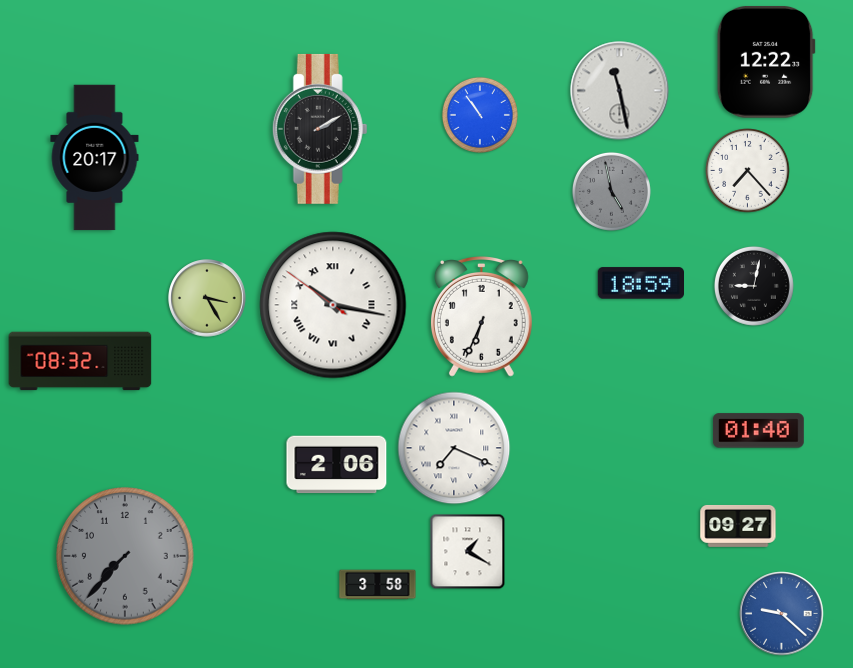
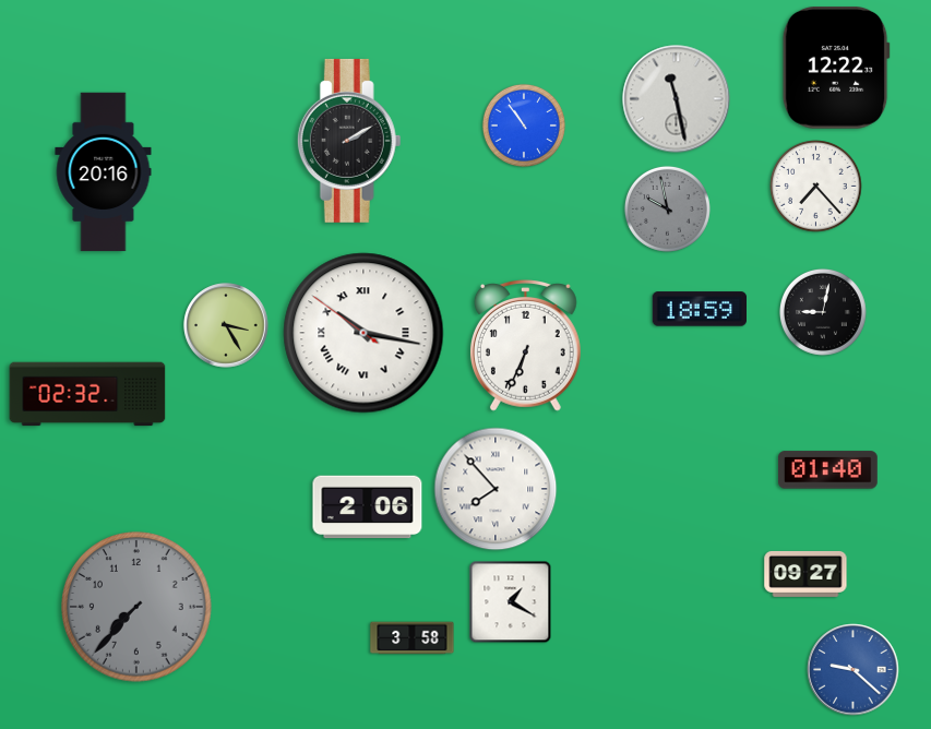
clock at (95, 158): 20:17 -> 20:16
clock at (611, 191): 4:58 -> 9:58
clock at (80, 361): 08:32 -> 02:32
clock at (454, 448): 7:19 -> 7:53
